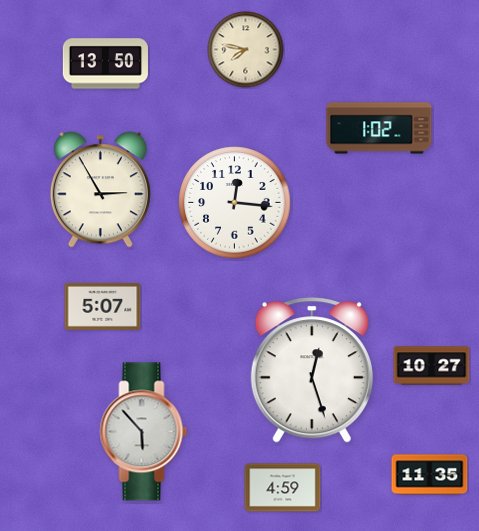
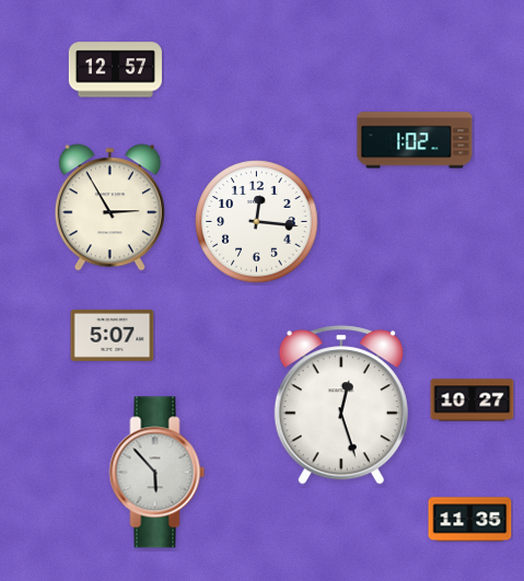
clock at (246, 50): 7:47 -> none
clock at (105, 64): 13:50 -> 12:57
clock at (283, 488): 4:59 -> none
